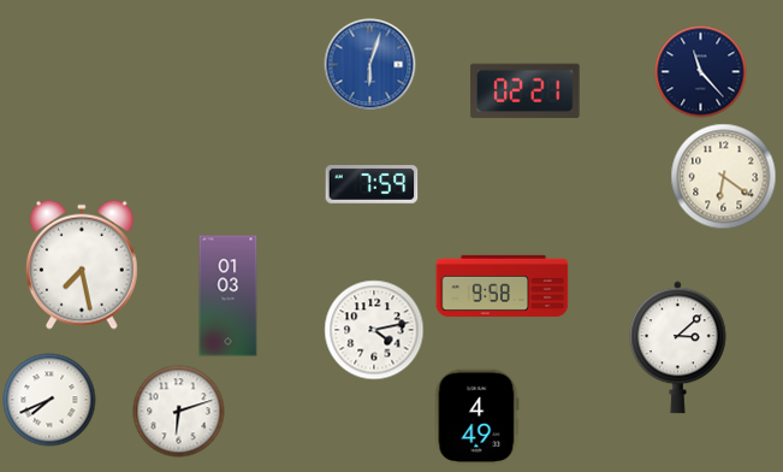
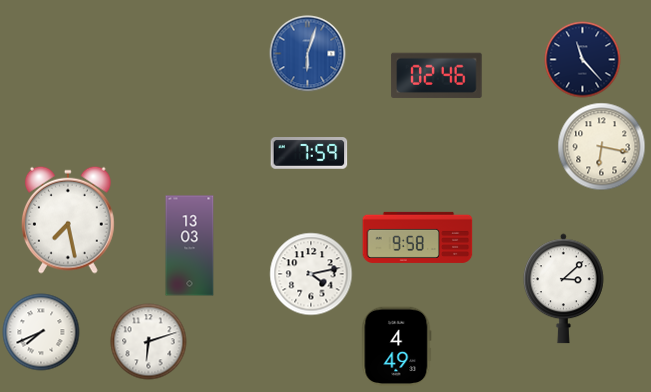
clock at (526, 92): 02:21 -> 02:46
clock at (724, 177): 6:21 -> 6:17
clock at (229, 296): 01:03 -> 13:03
